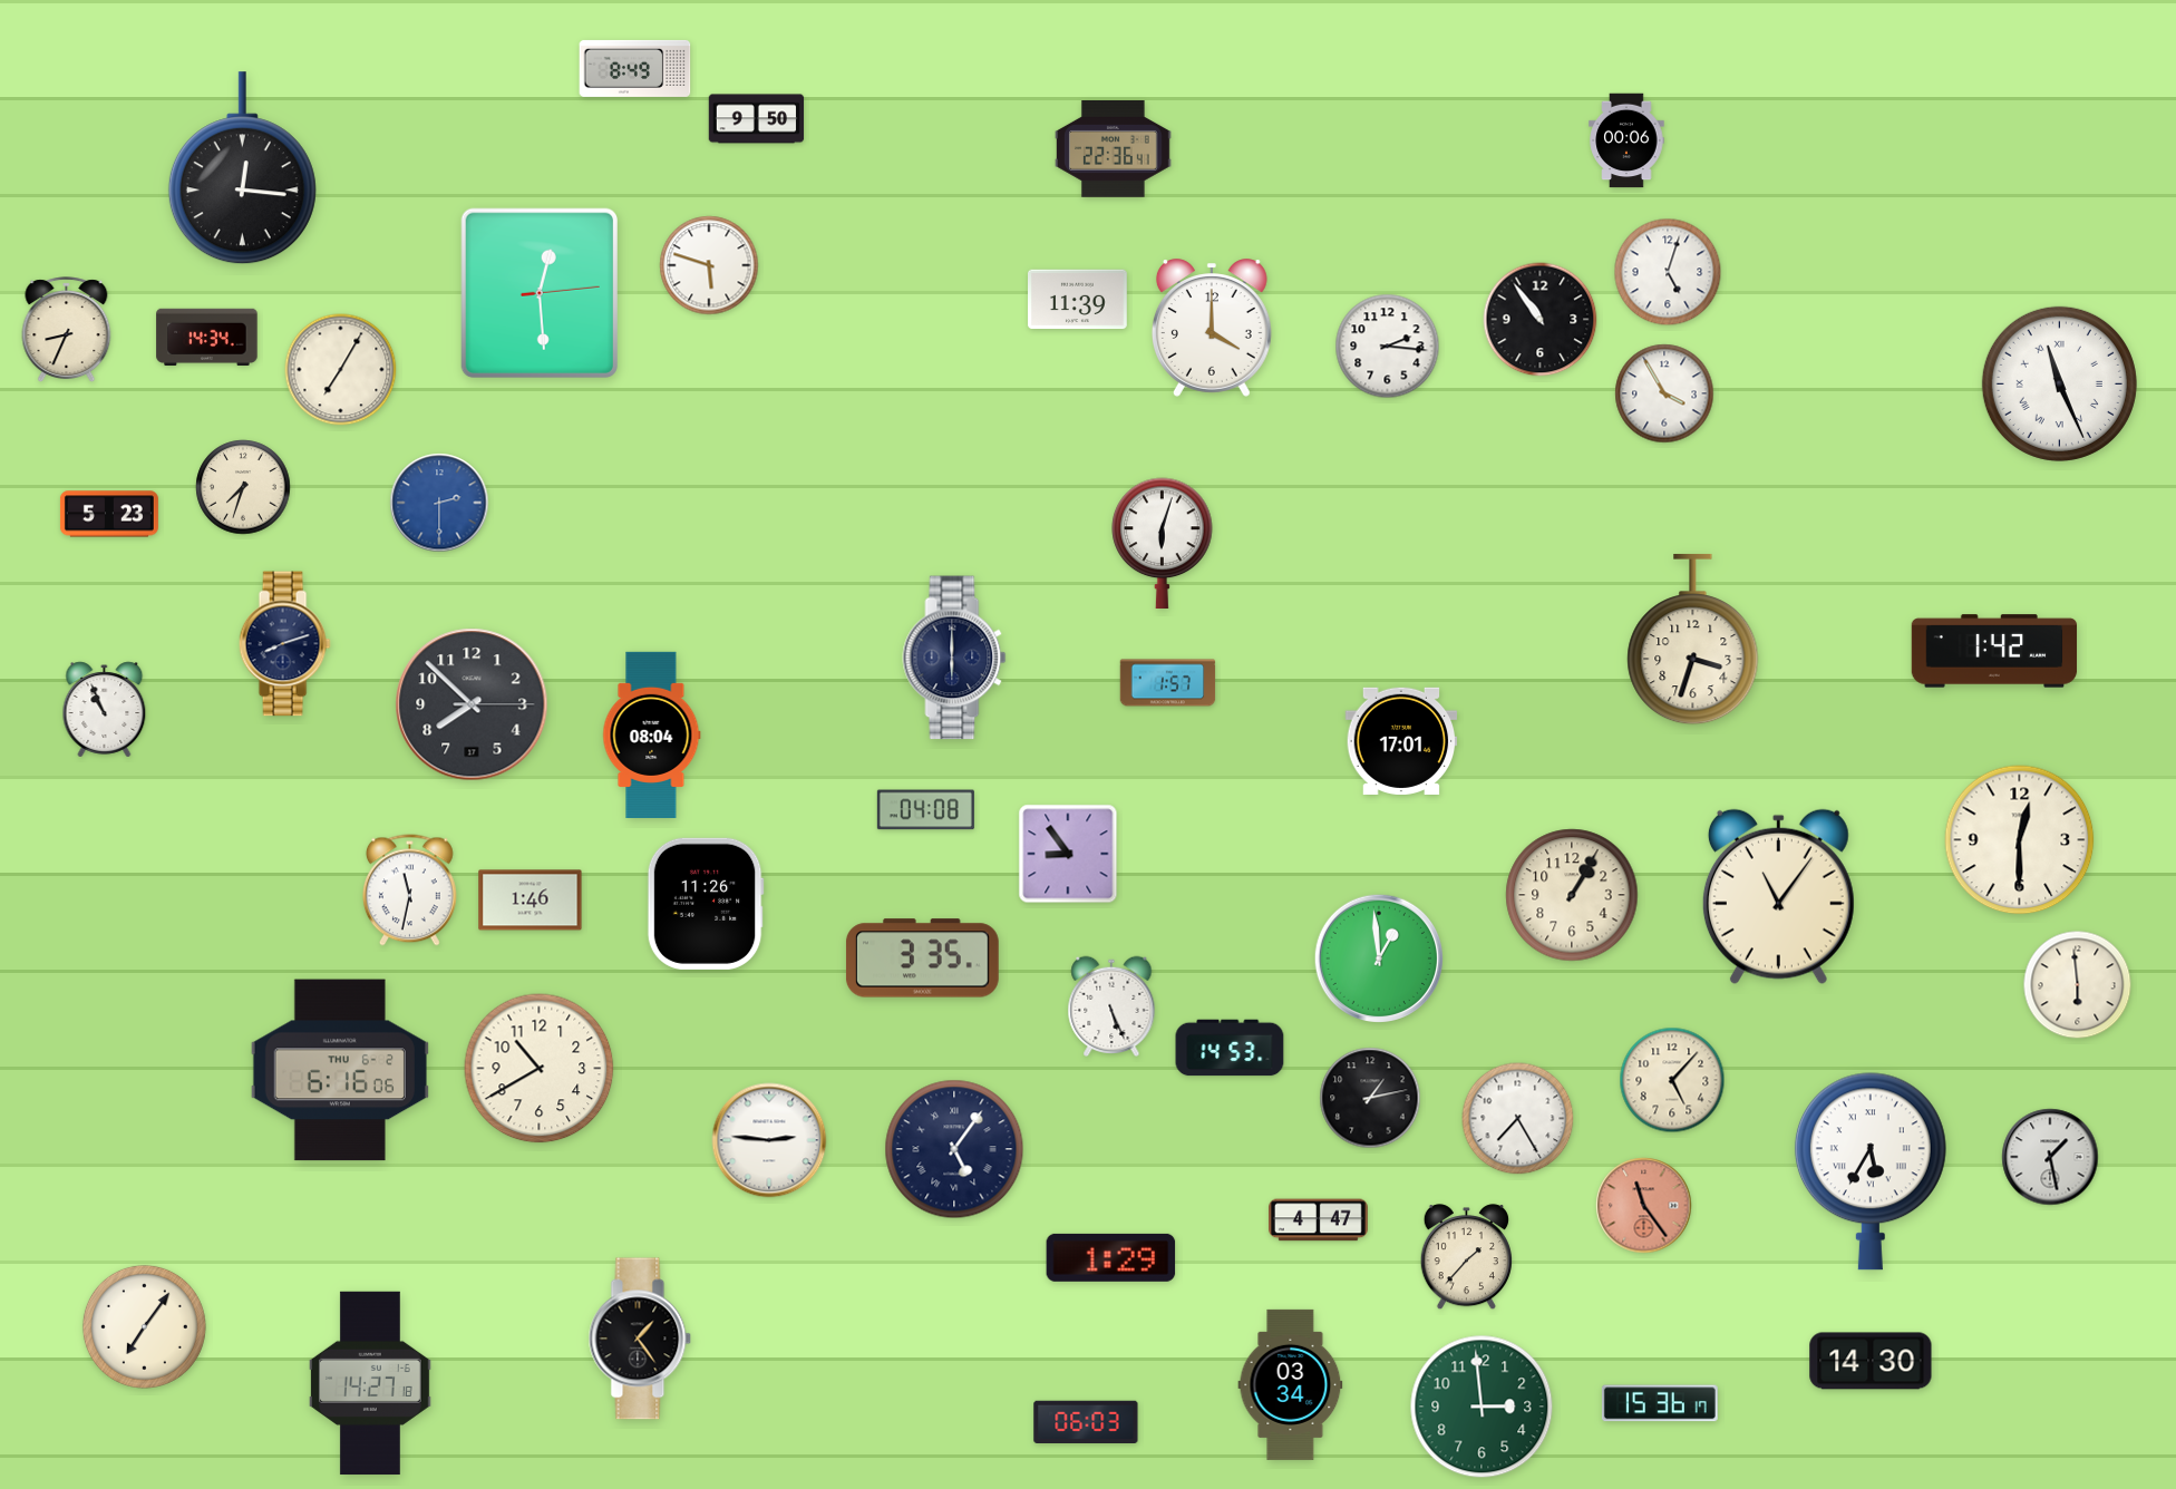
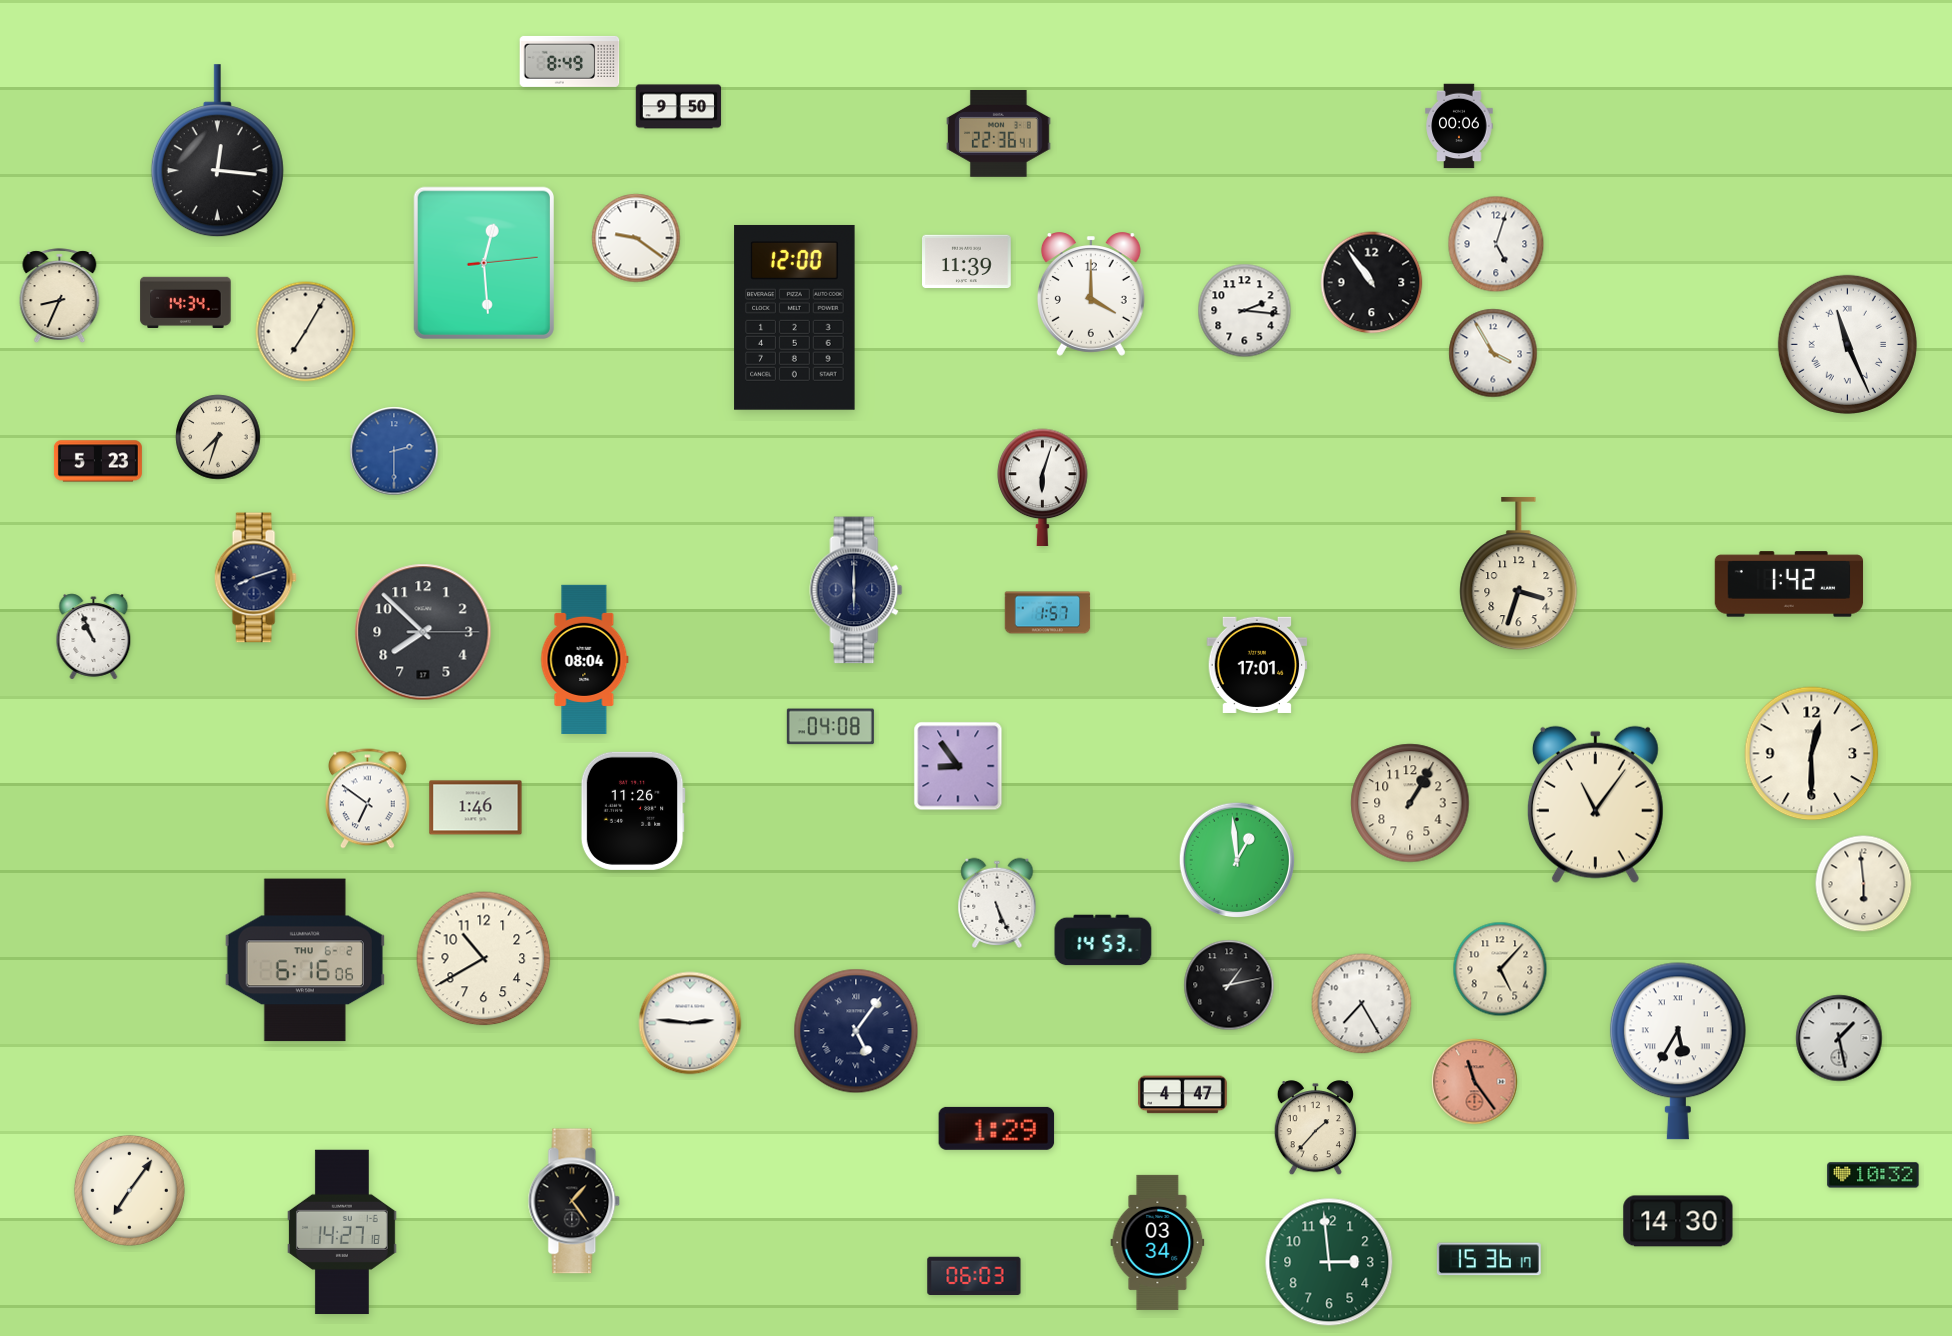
clock at (709, 265): 5:48 -> 9:21
clock at (1078, 300) position: (1078, 300) -> (967, 262)
clock at (1541, 320) position: (1541, 320) -> (1372, 283)
clock at (1212, 328) position: (1212, 328) -> (1091, 294)
clock at (795, 317): none -> 12:00
clock at (410, 891): 11:32 -> 6:51
clock at (922, 958): 3:35 -> none
clock at (1873, 1175): none -> 10:32
clock at (371, 1383) position: (371, 1383) -> (343, 1232)
